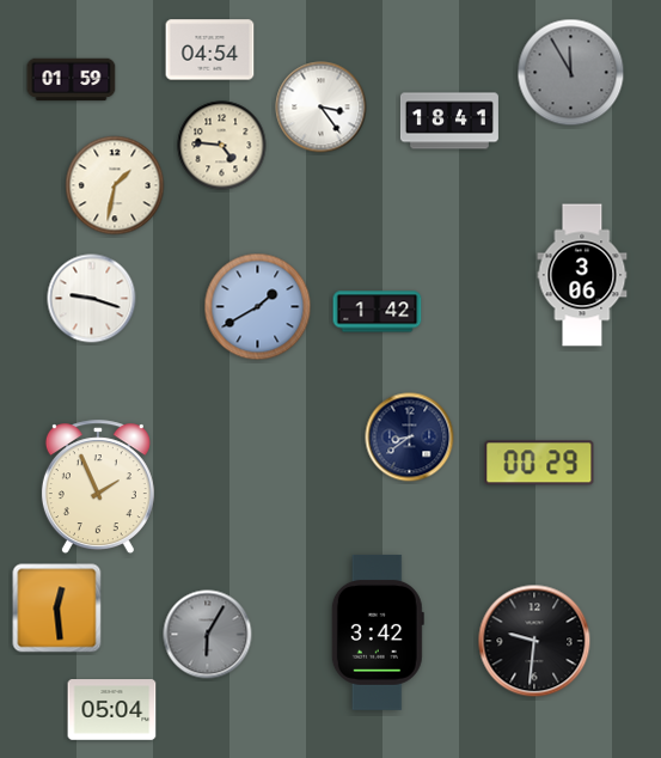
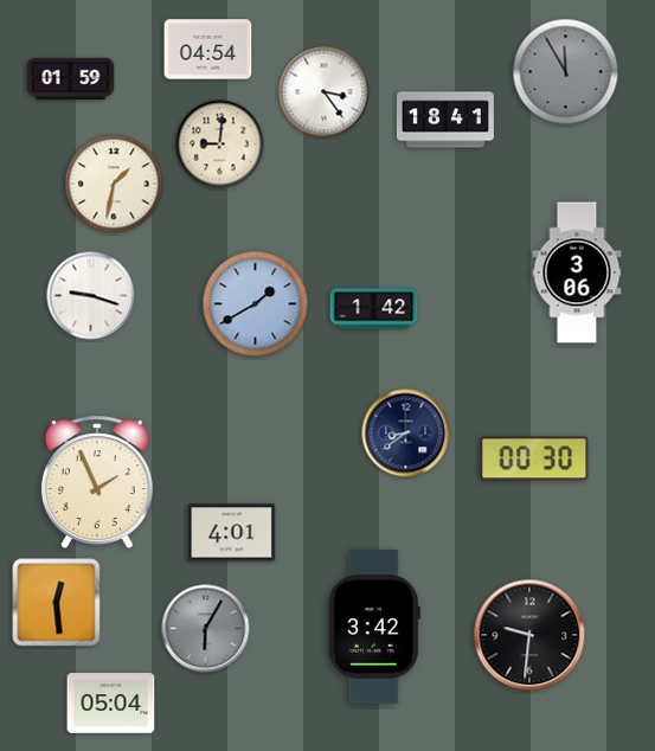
clock at (322, 108) position: (322, 108) -> (325, 92)
clock at (222, 146): 4:46 -> 9:01
clock at (539, 463): 00:29 -> 00:30
clock at (232, 533): none -> 4:01
